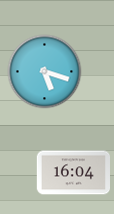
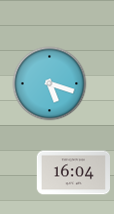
clock at (45, 72) position: (45, 72) -> (50, 84)
